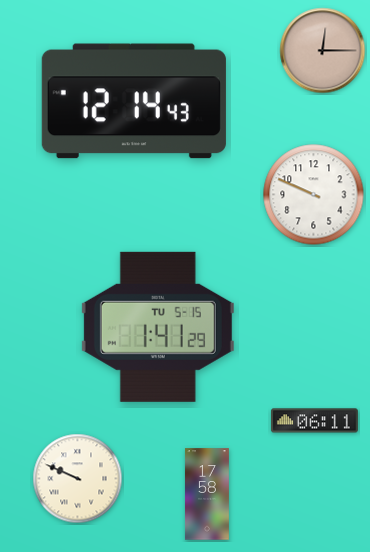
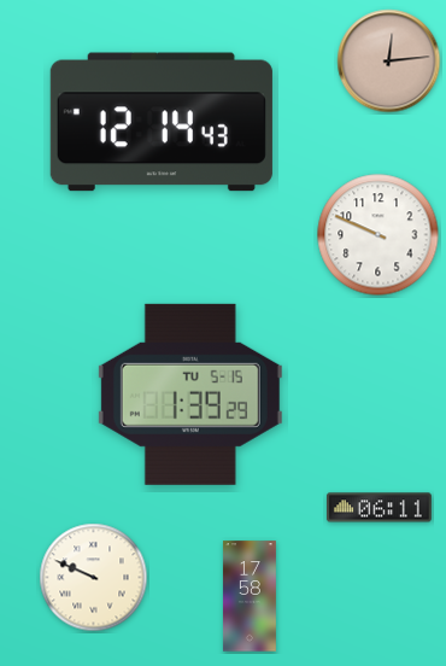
clock at (323, 51): 12:15 -> 12:14
clock at (158, 327): 1:41 -> 1:39
